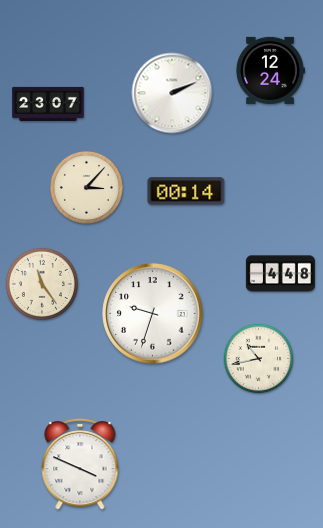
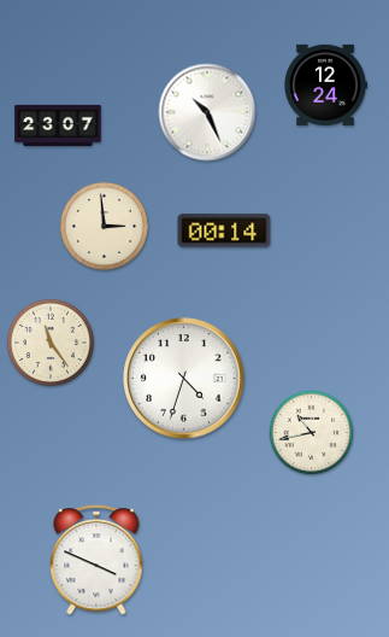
clock at (172, 93): 2:11 -> 10:26
clock at (86, 187): 3:07 -> 2:59
clock at (280, 274): 4:48 -> none
clock at (153, 314): 9:33 -> 4:33
